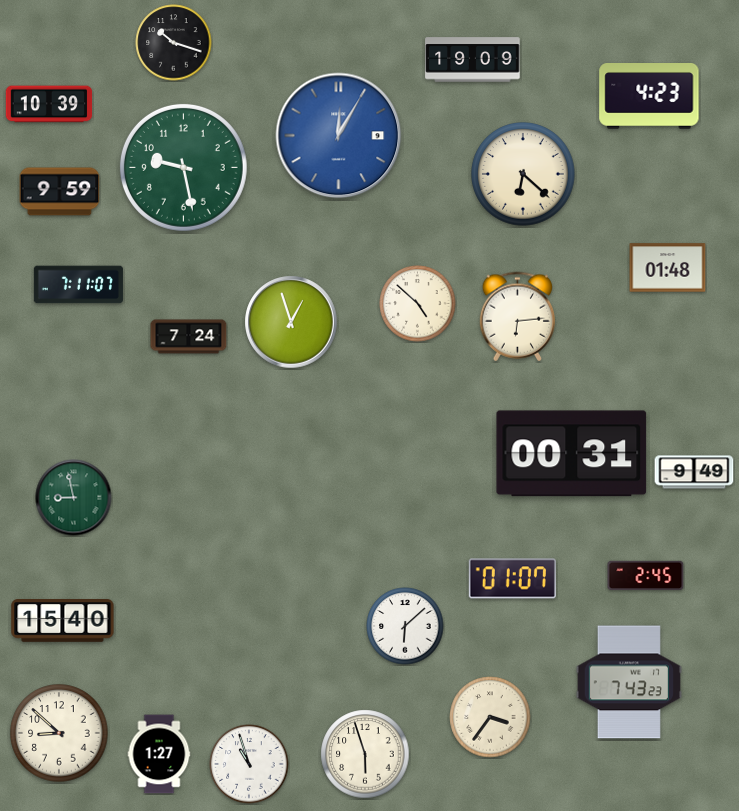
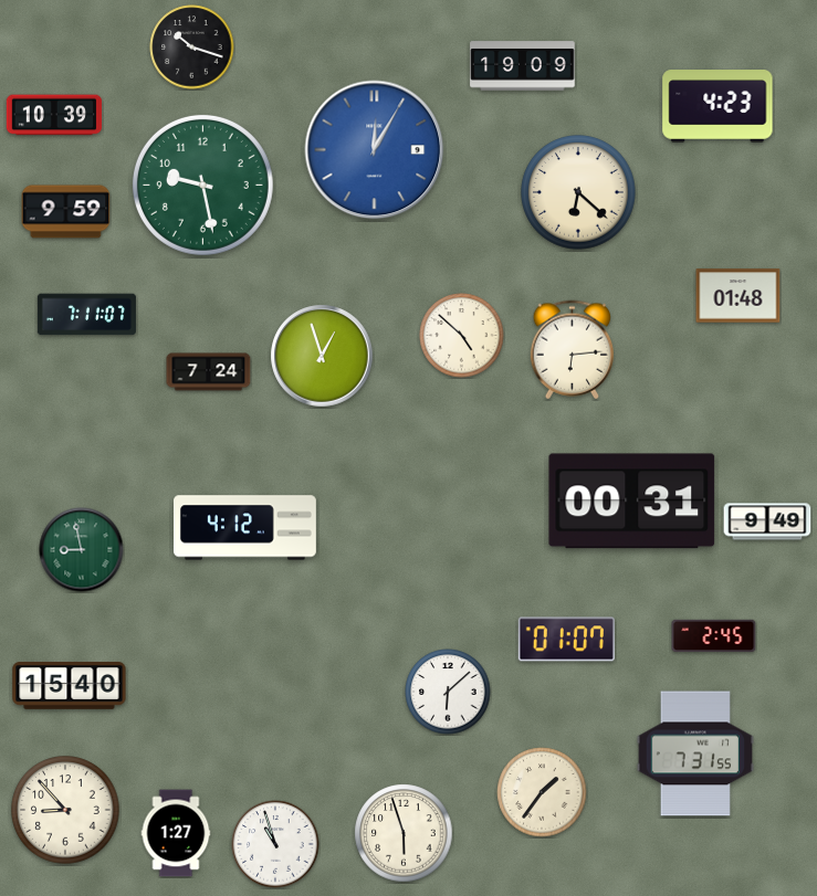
clock at (245, 528): none -> 4:12
clock at (629, 682): 7:43 -> 7:31
clock at (490, 717): 3:36 -> 1:36
clock at (59, 733): 8:52 -> 8:53
